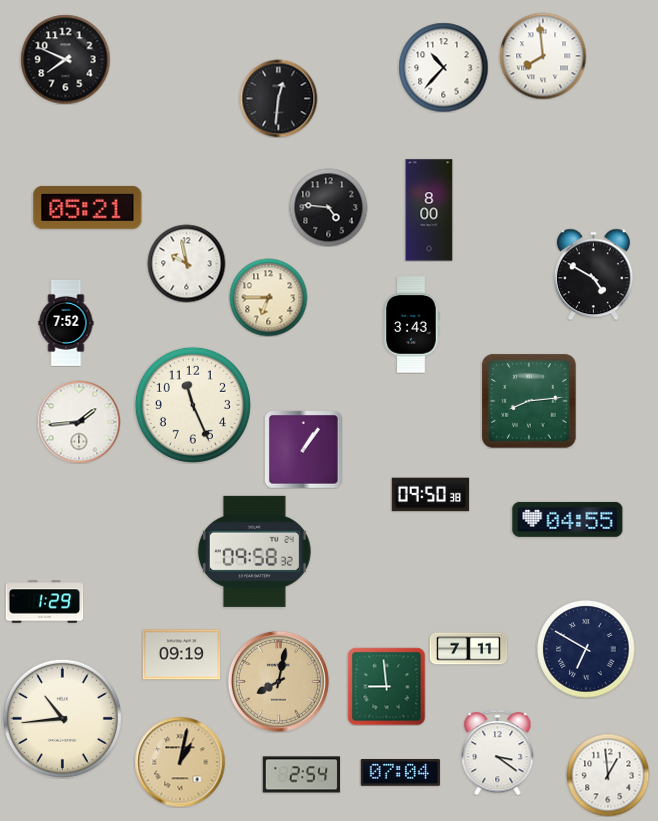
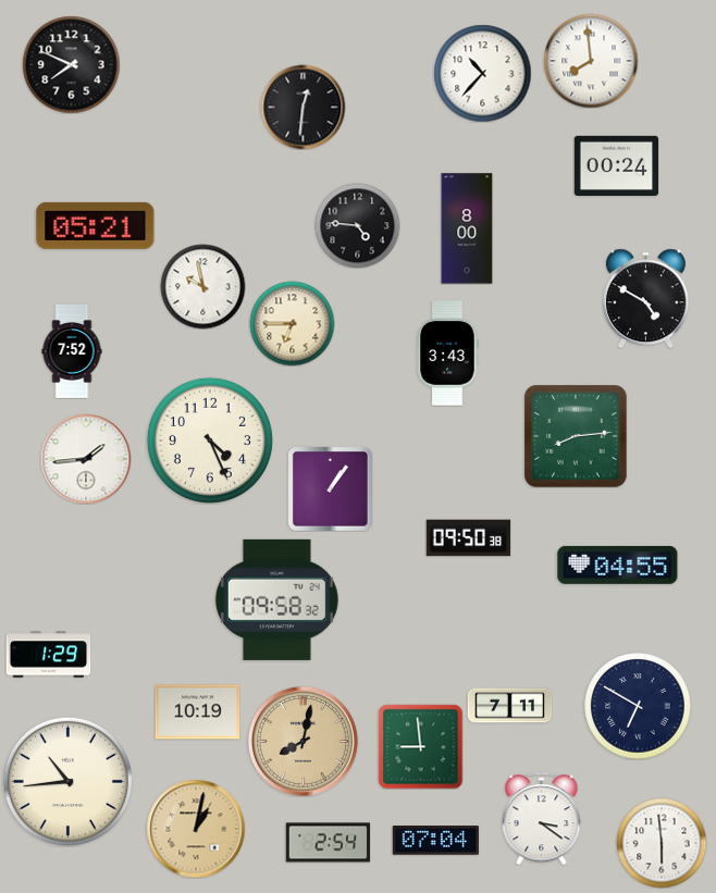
clock at (616, 165): none -> 00:24
clock at (193, 405): 11:26 -> 4:26
clock at (181, 655): 09:19 -> 10:19
clock at (608, 775): 12:59 -> 5:59
